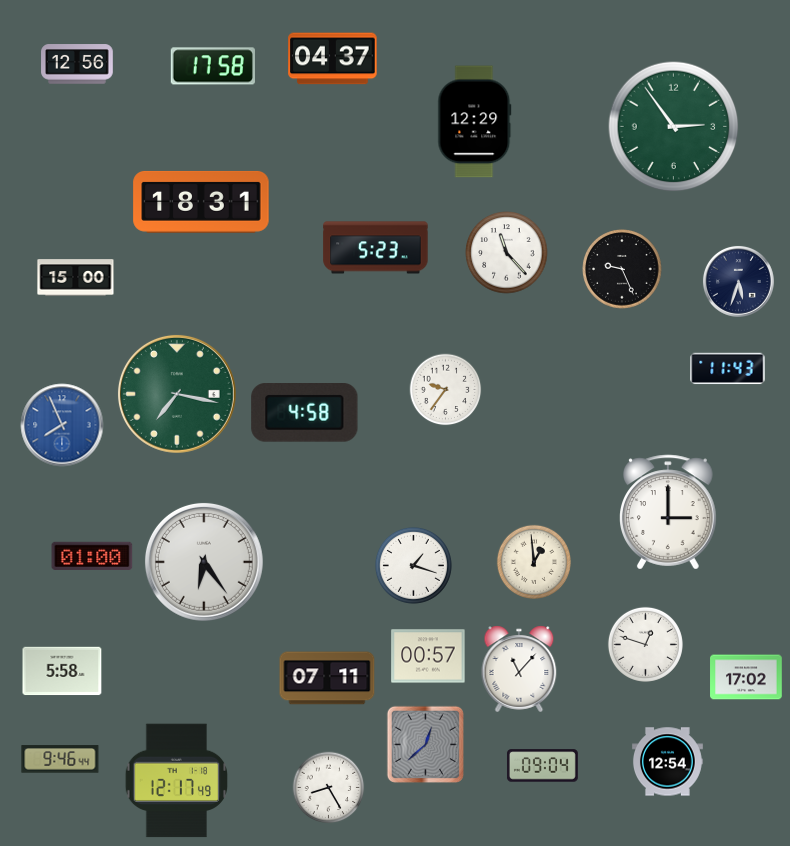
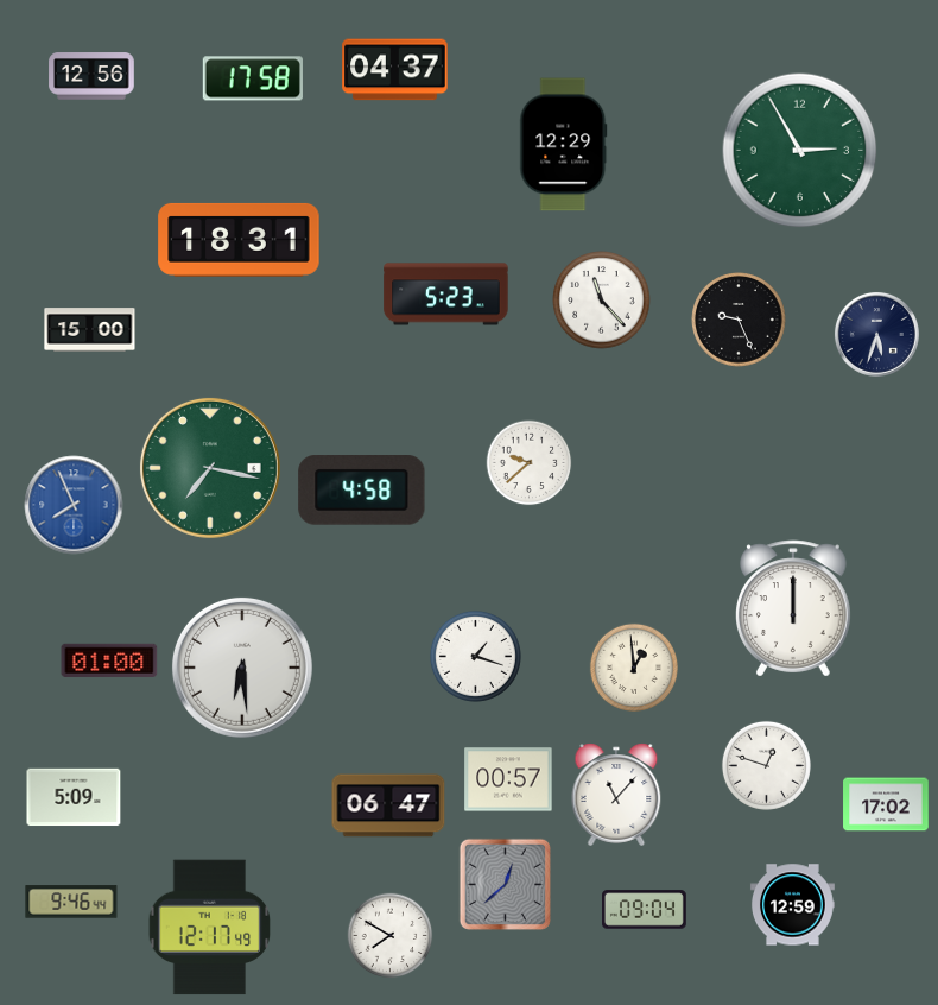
clock at (674, 127): 2:54 -> 2:55
clock at (728, 369): 11:43 -> none
clock at (446, 390): 9:36 -> 9:38
clock at (669, 512): 3:00 -> 12:00
clock at (204, 562): 6:24 -> 6:29
clock at (413, 565) position: (413, 565) -> (475, 656)
clock at (62, 671): 5:58 -> 5:09
clock at (327, 678): 07:11 -> 06:47
clock at (667, 762): 12:54 -> 12:59
clock at (329, 788): 8:25 -> 7:50
